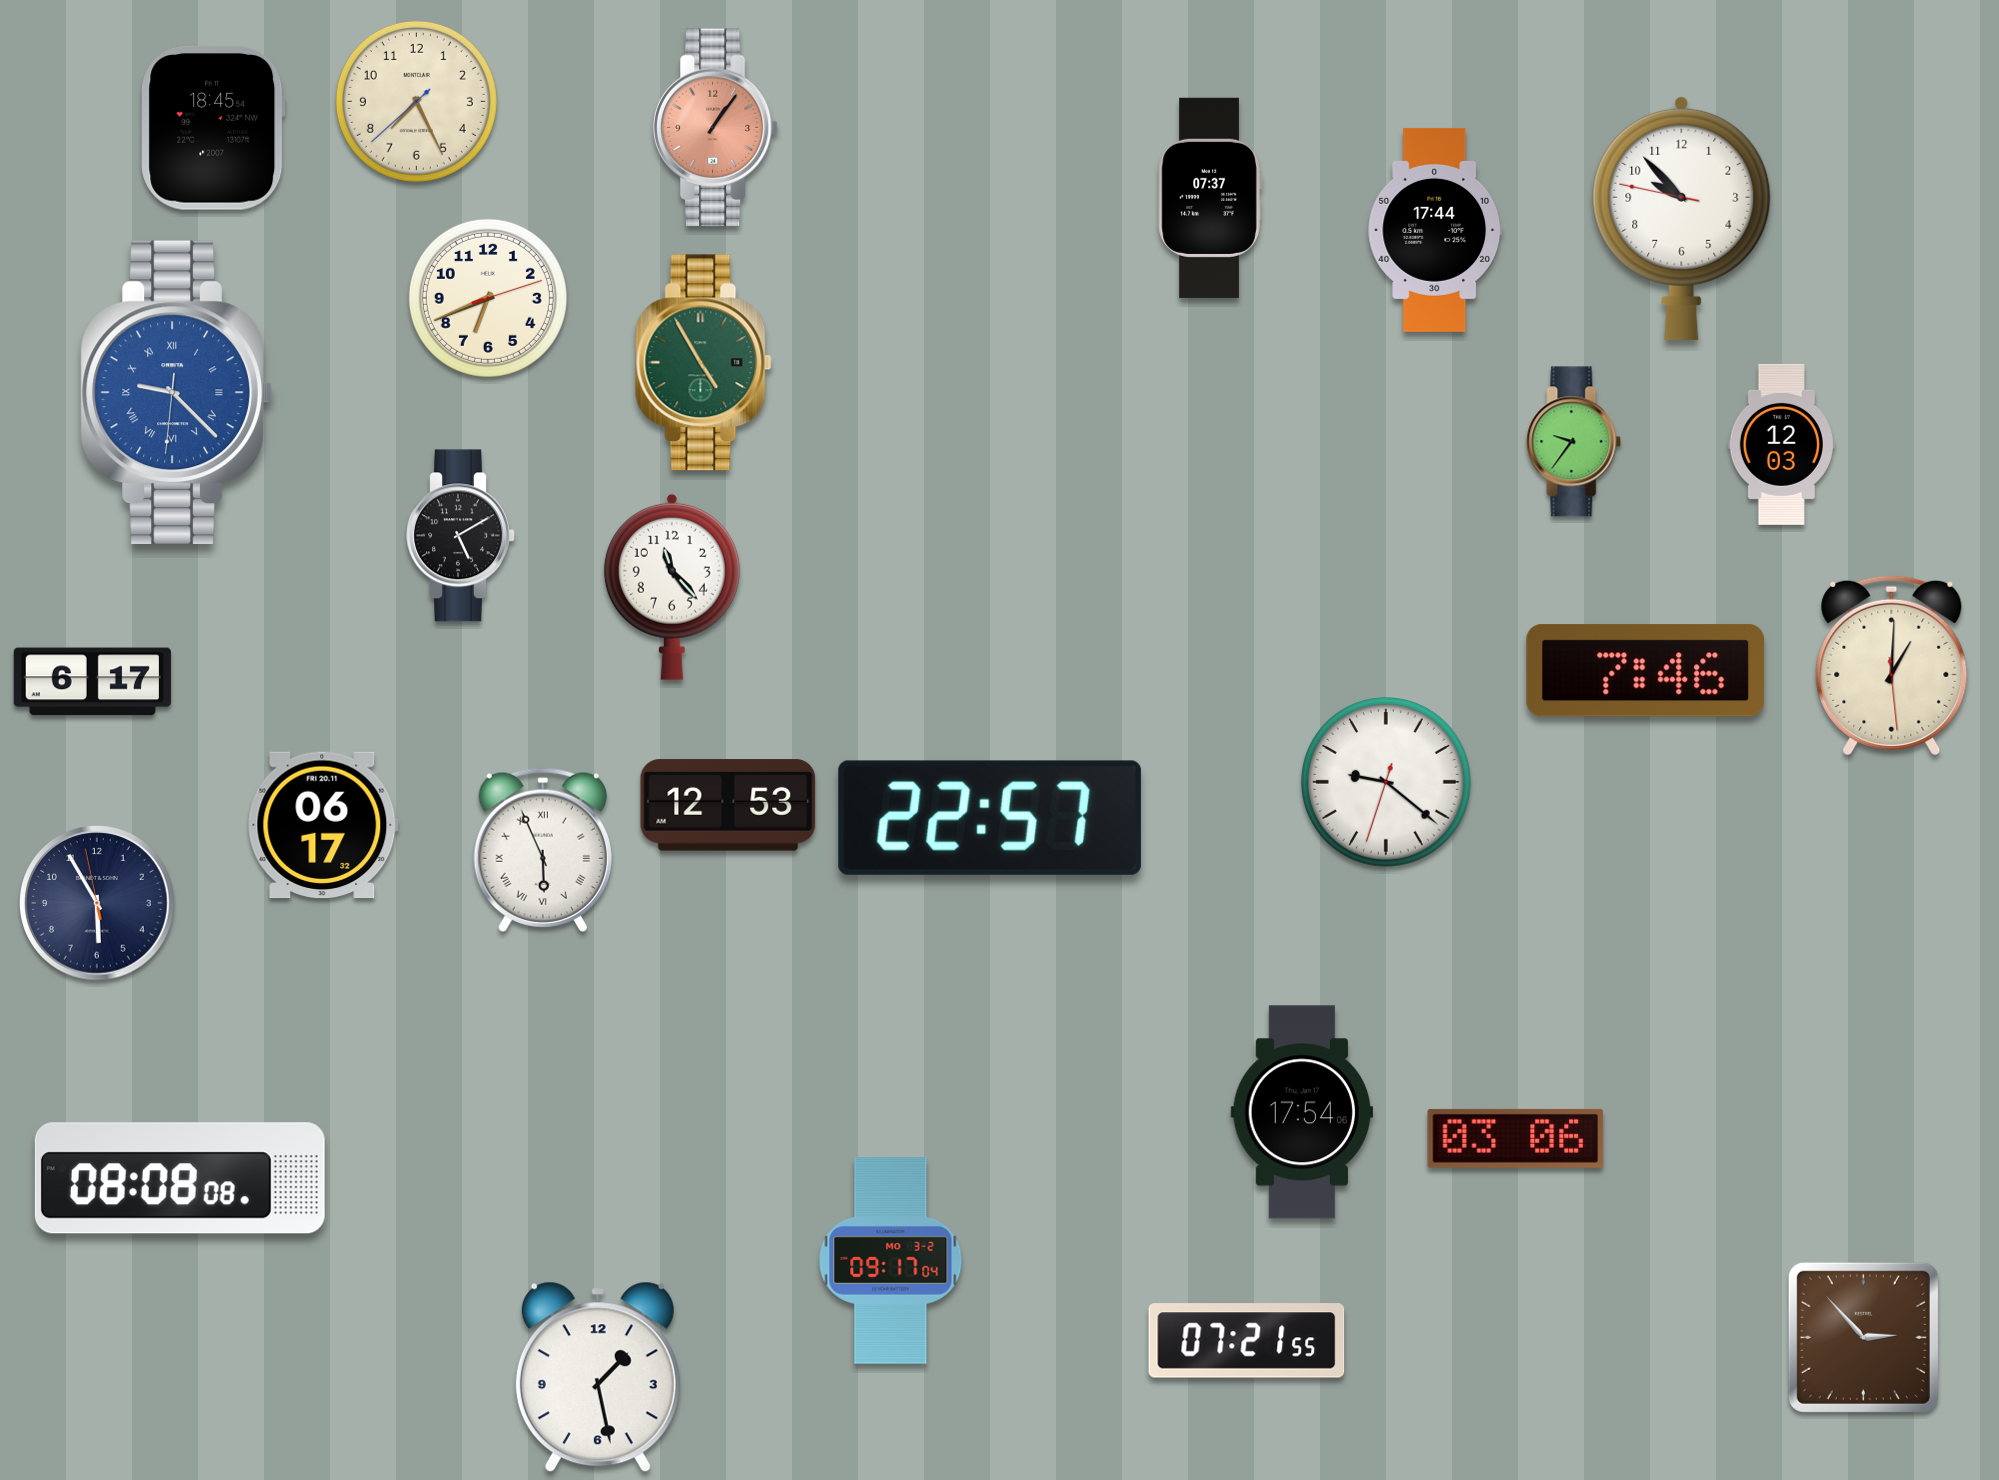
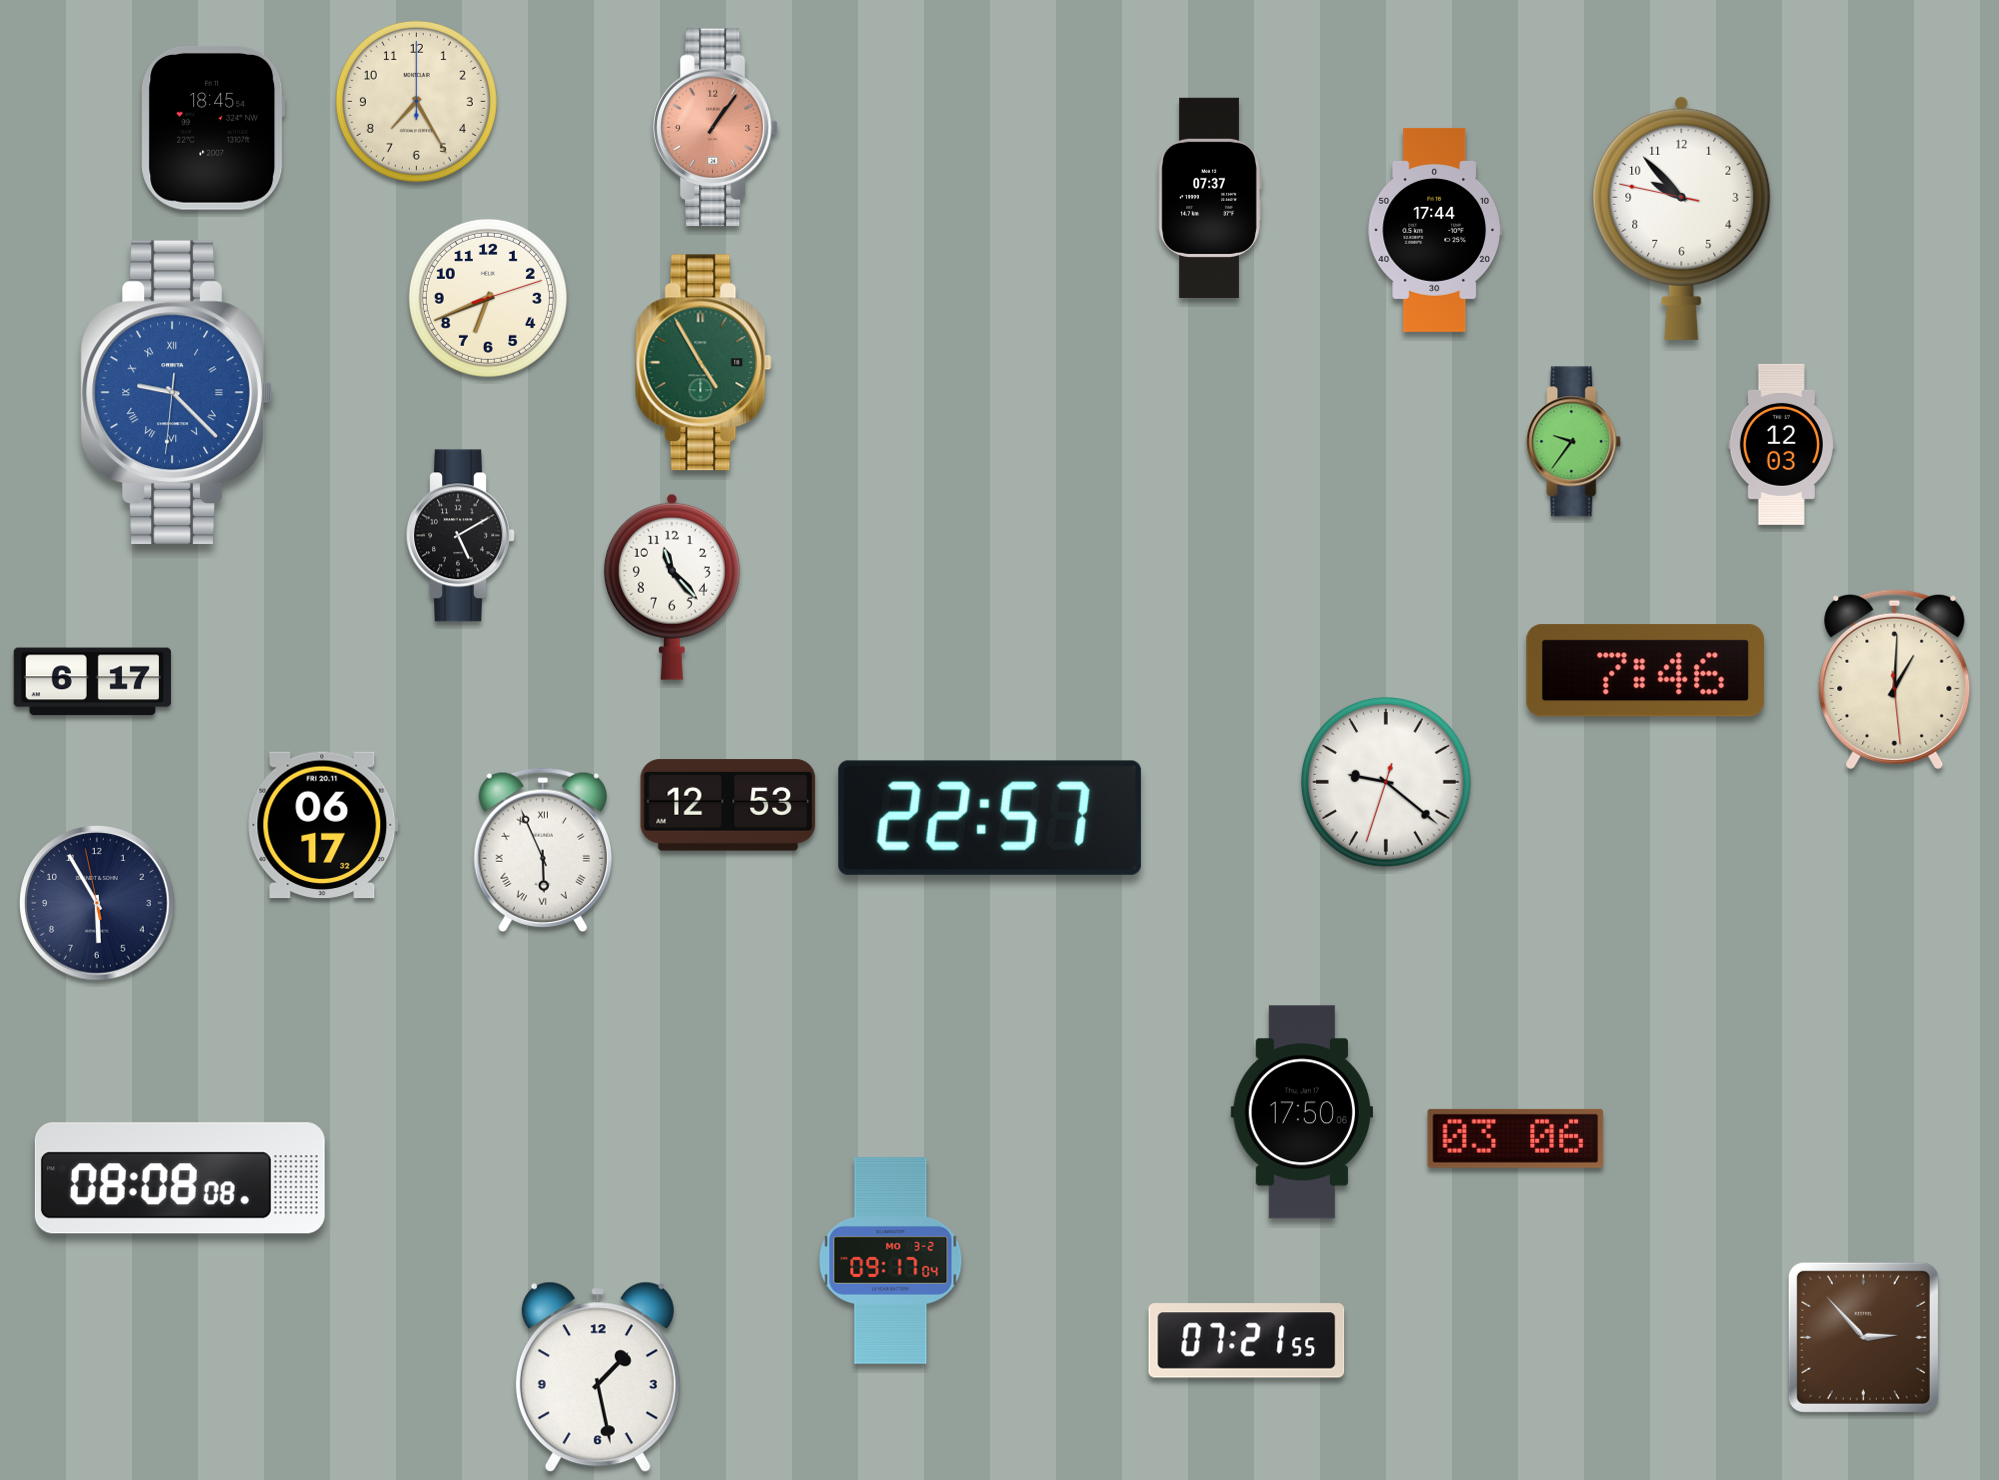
clock at (416, 101): 7:25:38 -> 7:25:00
clock at (1892, 665) position: (1892, 665) -> (1895, 679)
clock at (1301, 1112): 17:54 -> 17:50
